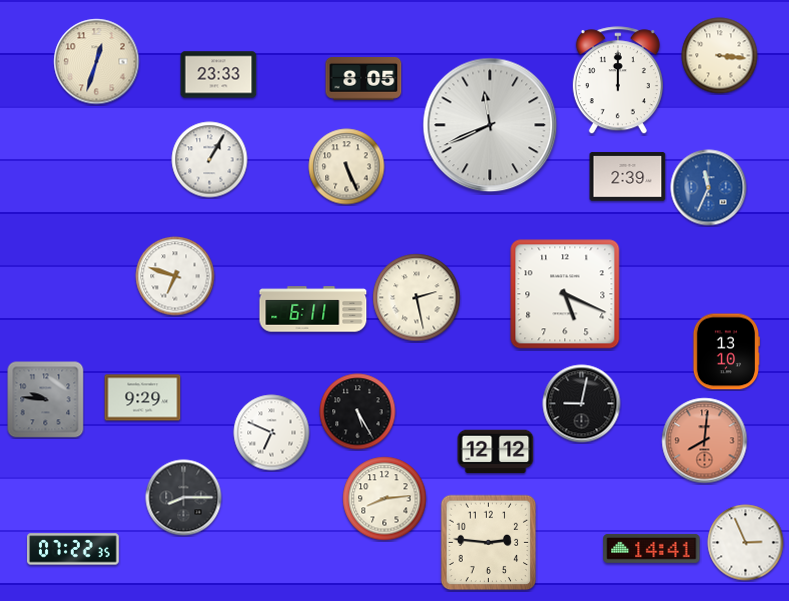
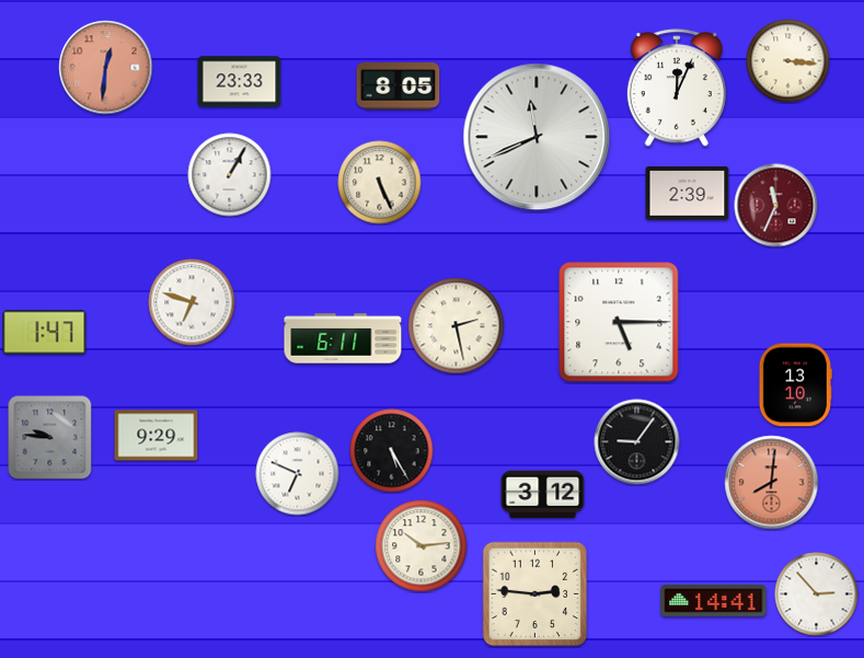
clock at (97, 62): 12:33 -> 12:31
clock at (97, 62) dial: cream -> salmon
clock at (618, 81): 12:00 -> 12:04
clock at (709, 188) dial: blue -> burgundy
clock at (565, 294): 5:19 -> 5:15
clock at (45, 333): none -> 1:47
clock at (582, 404): 9:02 -> 9:06
clock at (496, 452): 12:12 -> 3:12
clock at (184, 498): 8:15 -> none
clock at (385, 499): 8:14 -> 10:14
clock at (746, 543): 2:56 -> 2:53
clock at (73, 549): 07:22 -> none
